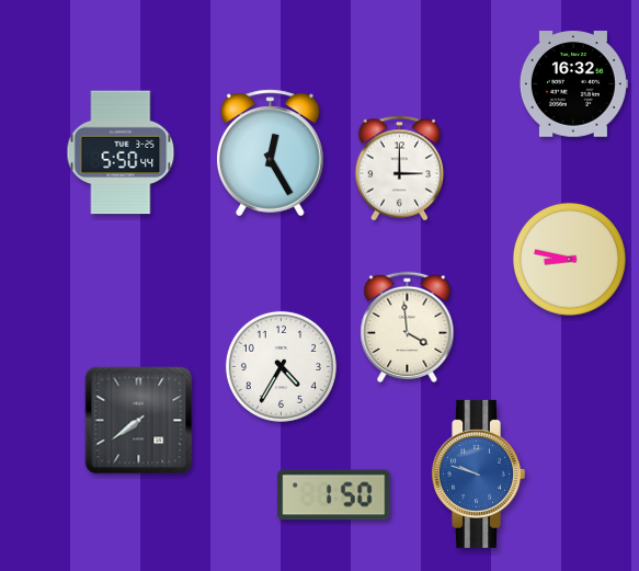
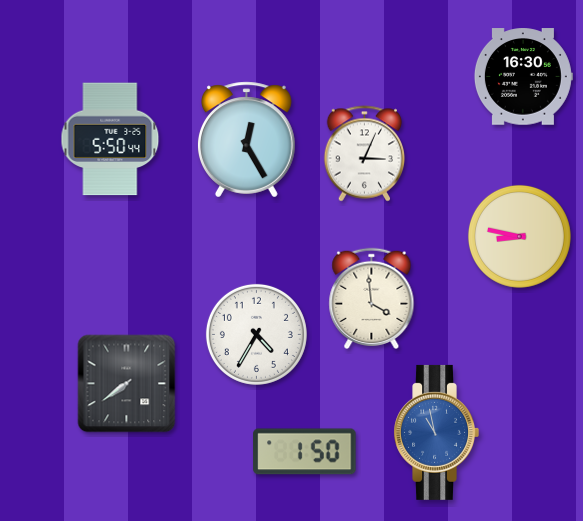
clock at (573, 84): 16:32 -> 16:30
clock at (400, 169): 3:00 -> 3:04
clock at (478, 473): 9:48 -> 10:58
